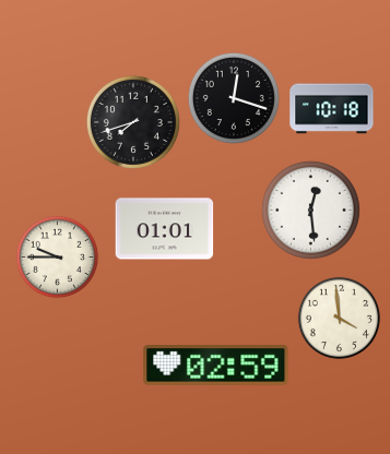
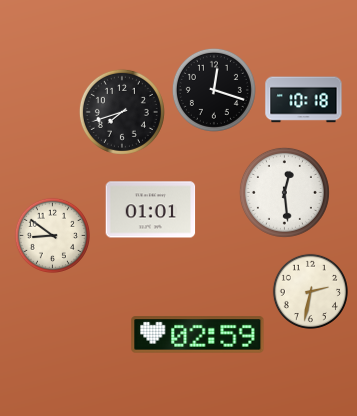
clock at (57, 256): 9:45 -> 8:51
clock at (339, 318): 3:59 -> 2:32
